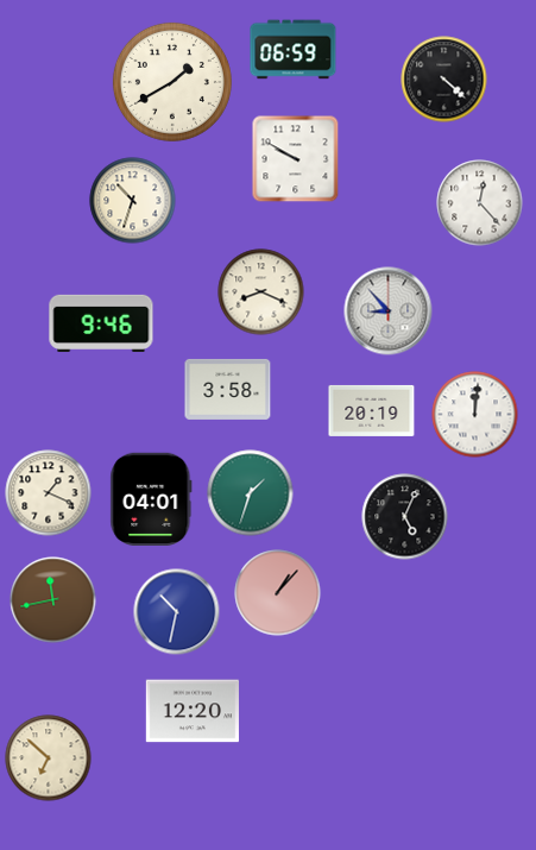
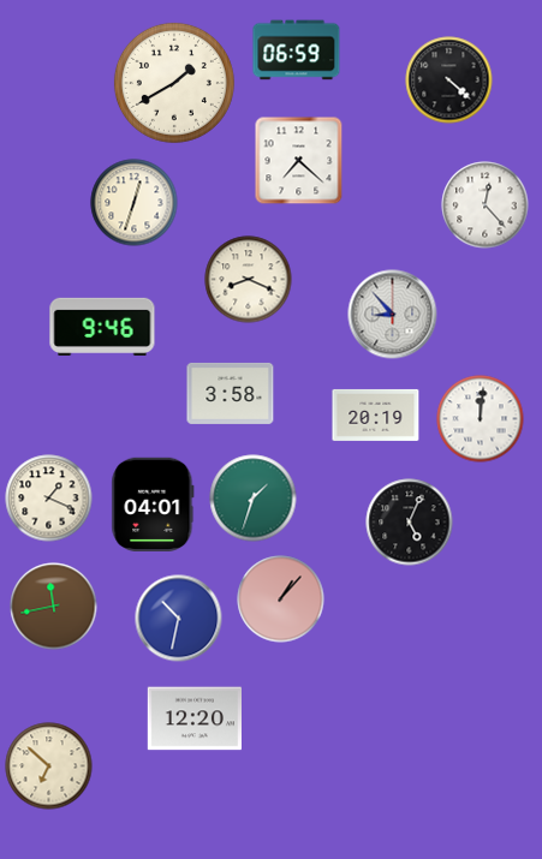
clock at (296, 159): 9:50 -> 7:22
clock at (133, 201): 10:33 -> 12:33
clock at (261, 292) position: (261, 292) -> (249, 280)
